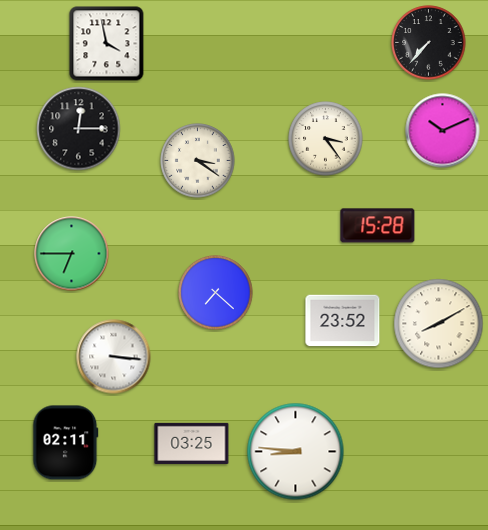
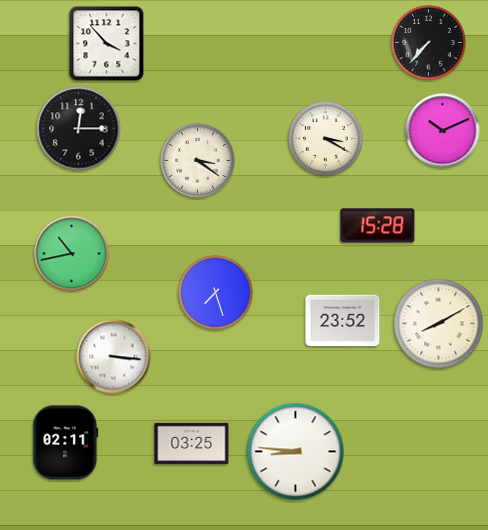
clock at (107, 44): 3:58 -> 3:53
clock at (326, 139): 3:24 -> 3:20
clock at (72, 254): 6:45 -> 10:43
clock at (216, 293): 7:22 -> 7:27
